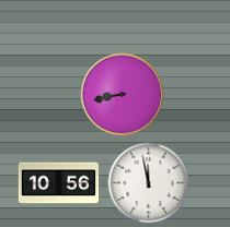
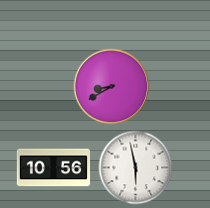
clock at (123, 95): 8:43 -> 8:40
clock at (149, 183): 11:58 -> 5:58
